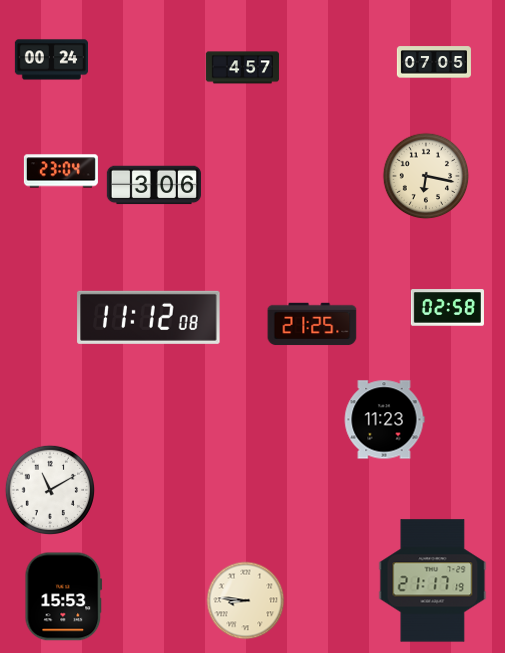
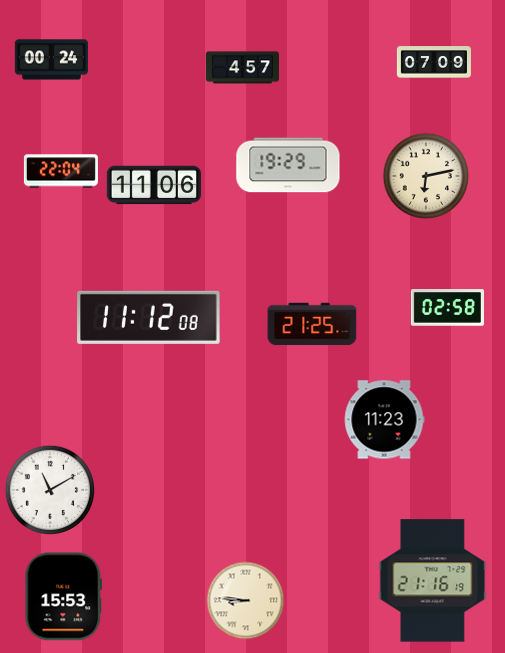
clock at (434, 62): 07:05 -> 07:09
clock at (288, 165): none -> 19:29
clock at (61, 171): 23:04 -> 22:04
clock at (426, 176): 6:17 -> 6:13
clock at (154, 185): 3:06 -> 11:06
clock at (433, 581): 21:17 -> 21:16
